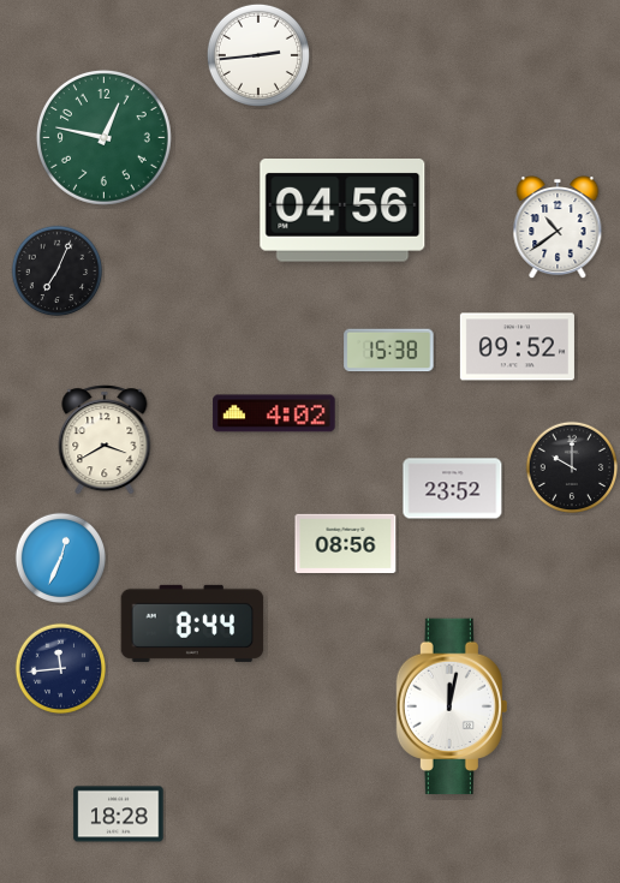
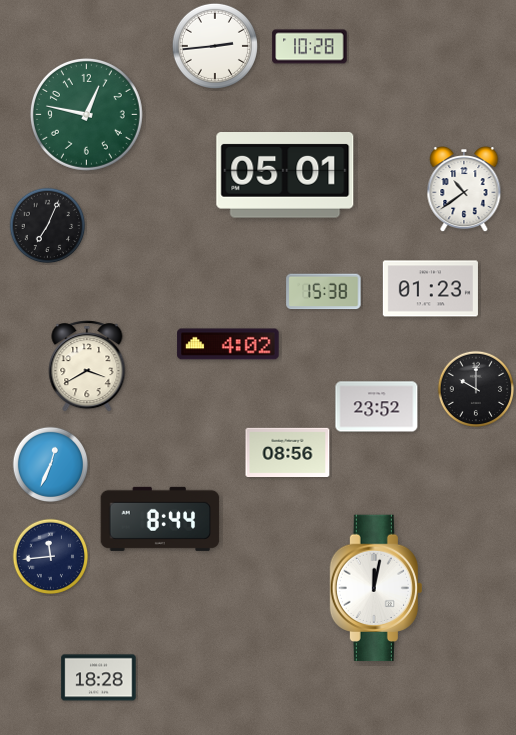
clock at (310, 47): none -> 10:28
clock at (342, 211): 04:56 -> 05:01
clock at (517, 347): 09:52 -> 01:23
